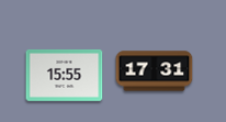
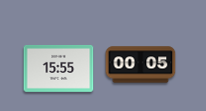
clock at (155, 71): 17:31 -> 00:05
